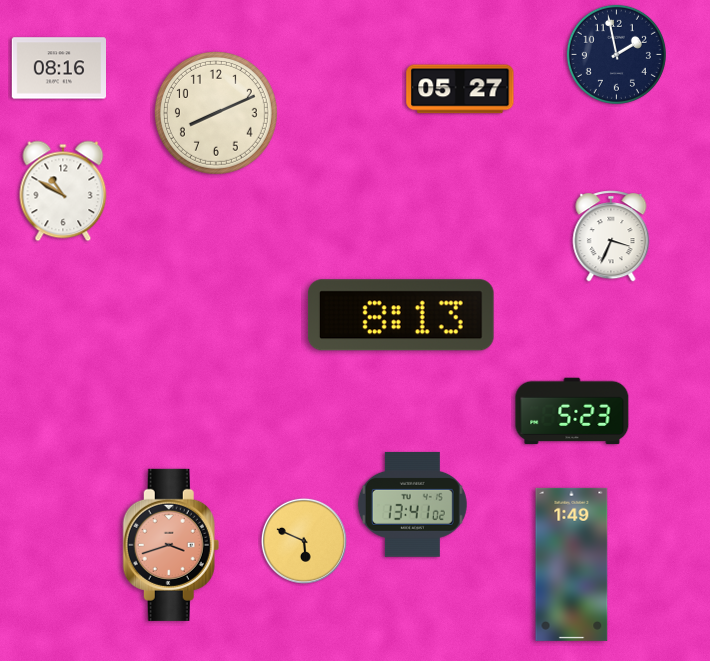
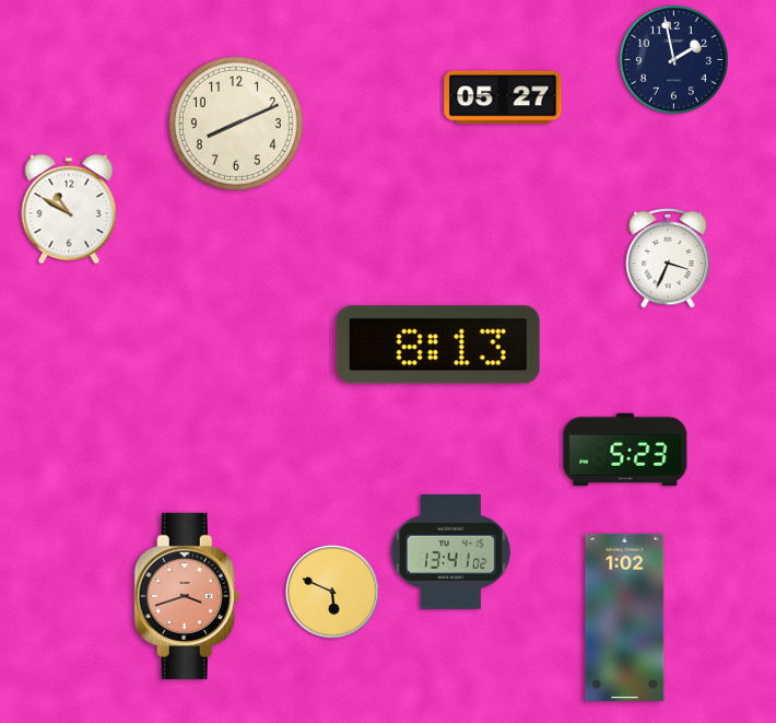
clock at (58, 68): 08:16 -> none
clock at (572, 564): 1:49 -> 1:02
